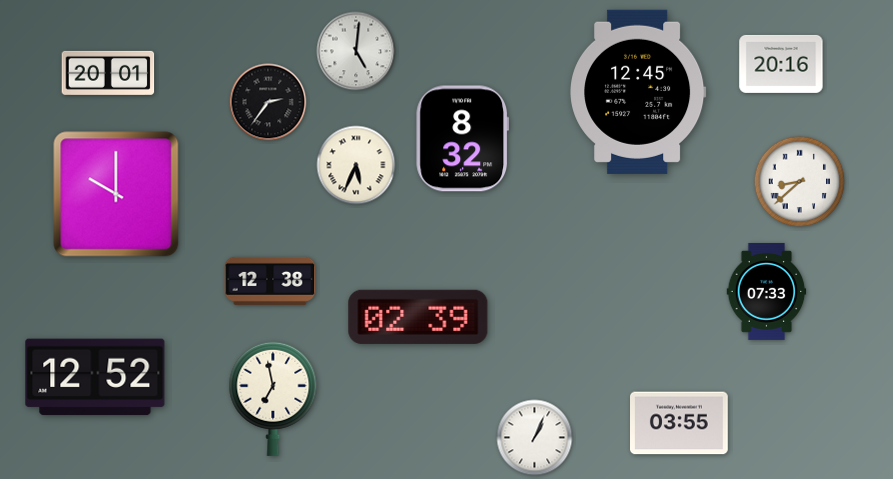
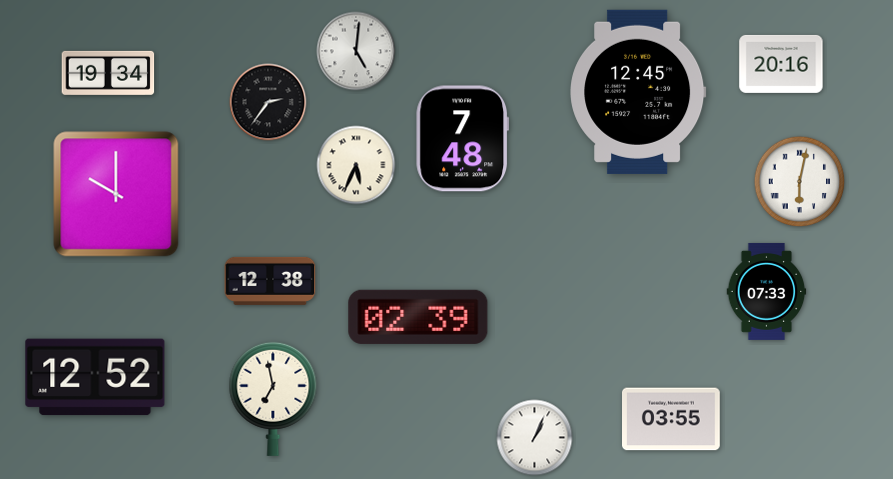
clock at (108, 73): 20:01 -> 19:34
clock at (462, 139): 8:32 -> 7:48
clock at (800, 182): 8:38 -> 6:02
clock at (680, 423) position: (680, 423) -> (672, 419)
